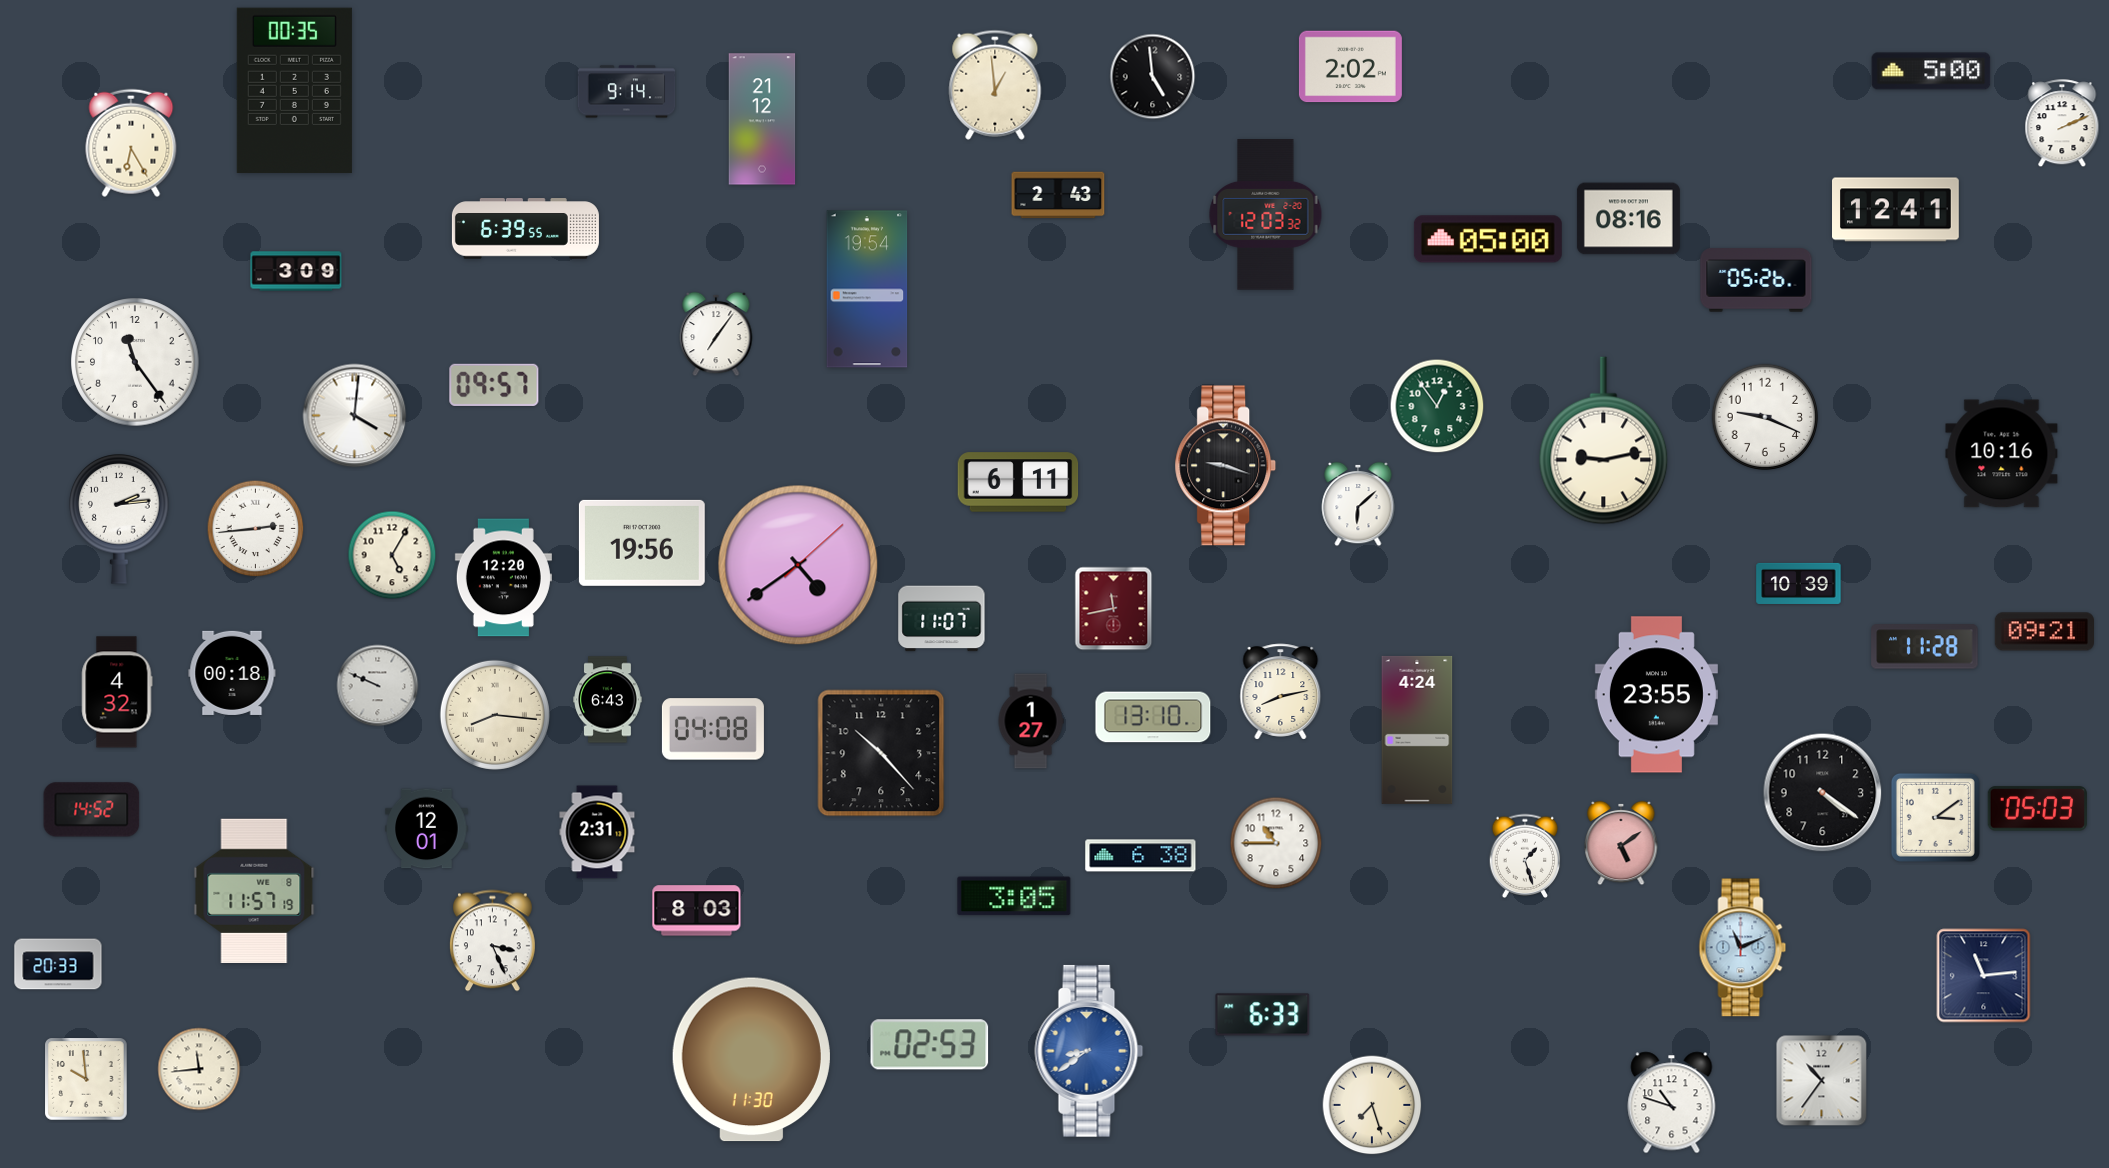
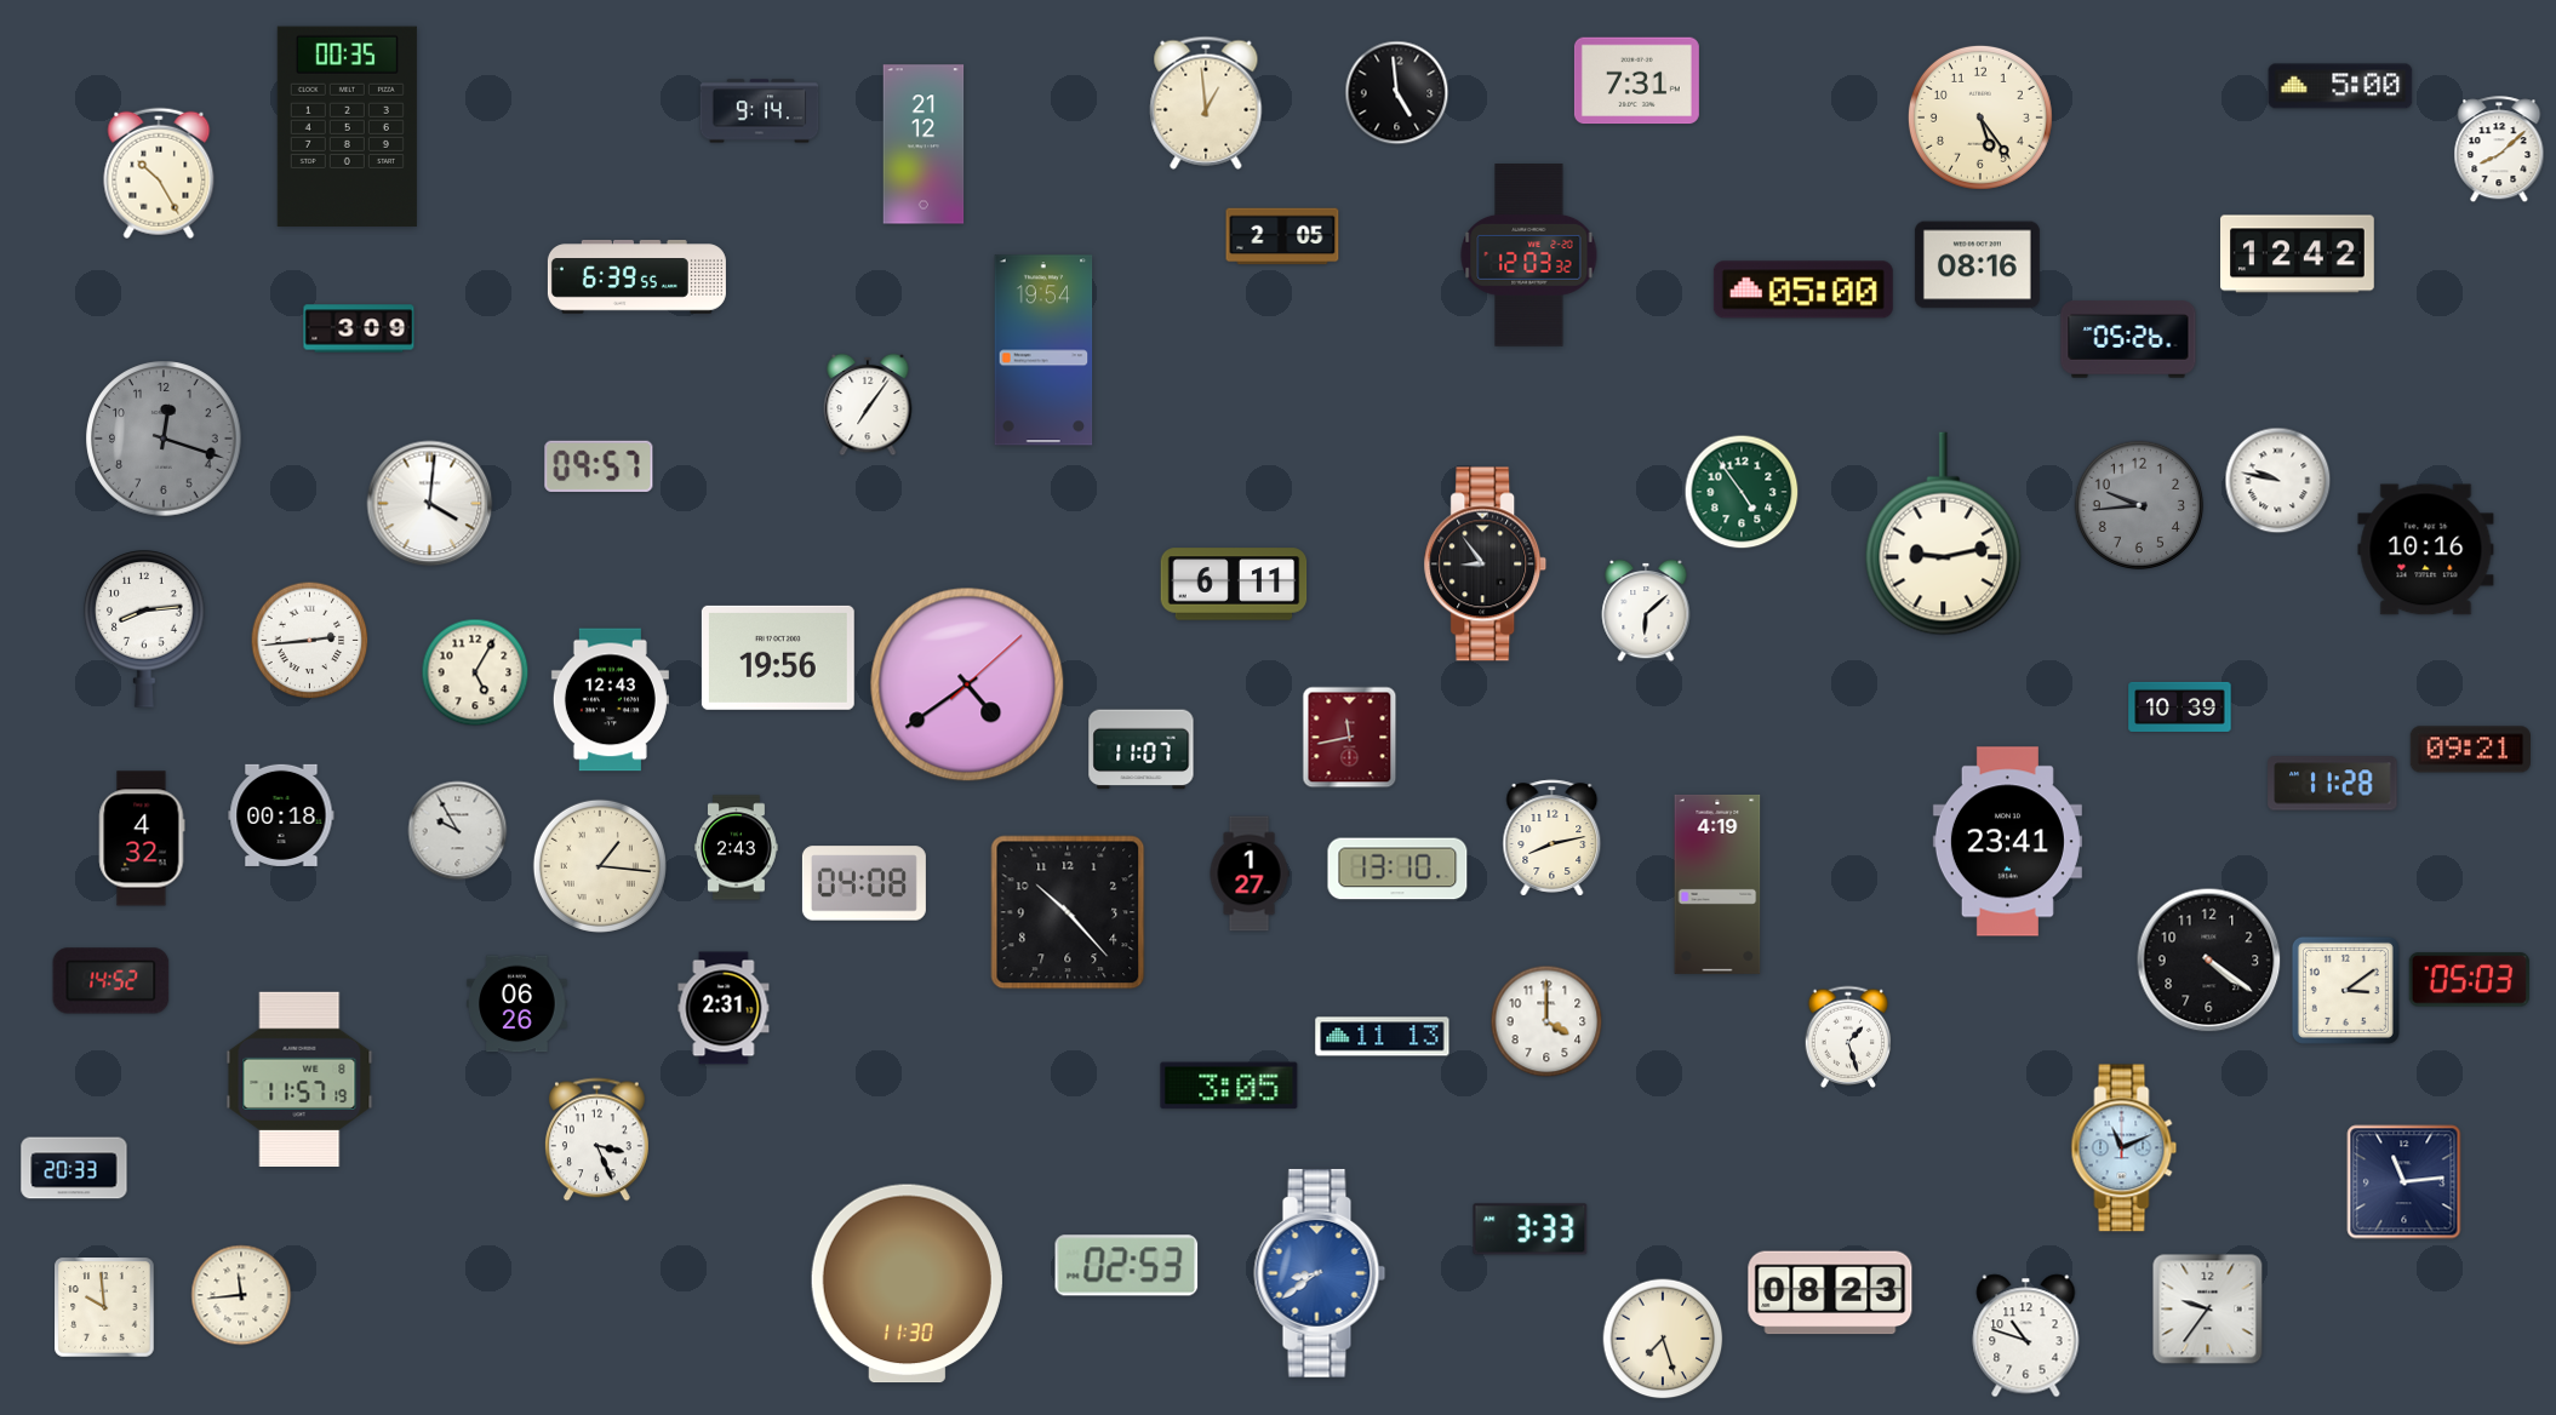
clock at (1350, 67): 2:02 -> 7:31
clock at (294, 91) position: (294, 91) -> (347, 127)
clock at (1980, 118): none -> 5:24
clock at (2062, 124): 2:11 -> 8:08
clock at (131, 143): 6:25 -> 10:25
clock at (1058, 195): 2:43 -> 2:05
clock at (1896, 210): 12:41 -> 12:42
clock at (1266, 215) position: (1266, 215) -> (1529, 256)
clock at (1628, 219) position: (1628, 219) -> (1977, 265)
clock at (867, 289) position: (867, 289) -> (1043, 350)
clock at (135, 362): 11:24 -> 12:18
clock at (135, 362) dial: white -> grey
clock at (2278, 481): none -> 9:47
clock at (1437, 406): 12:54 -> 4:54
clock at (1764, 416): 9:19 -> 9:44
clock at (1764, 416) dial: white -> grey
clock at (1226, 466): 9:18 -> 8:54
clock at (120, 520): 2:14 -> 8:14
clock at (503, 578): 12:20 -> 12:43
clock at (2044, 632) position: (2044, 632) -> (2470, 750)
clock at (378, 686): 9:49 -> 9:55
clock at (1656, 695): 23:55 -> 23:41
clock at (608, 700): 6:43 -> 2:43
clock at (495, 715): 8:16 -> 1:16
clock at (1417, 730): 4:24 -> 4:19
clock at (427, 829): 12:01 -> 06:26
clock at (1276, 843): 10:45 -> 4:00
clock at (1621, 843): 5:09 -> none
clock at (1141, 856): 6:38 -> 11:13
clock at (254, 891) position: (254, 891) -> (299, 1079)
clock at (697, 911): 8:03 -> none
clock at (1743, 948) position: (1743, 948) -> (2125, 1148)
clock at (58, 964) position: (58, 964) -> (74, 1168)
clock at (1263, 1015): 6:33 -> 3:33
clock at (751, 1060) position: (751, 1060) -> (907, 1284)
clock at (1830, 1293): none -> 08:23
clock at (1822, 1081): 10:36 -> 9:36
